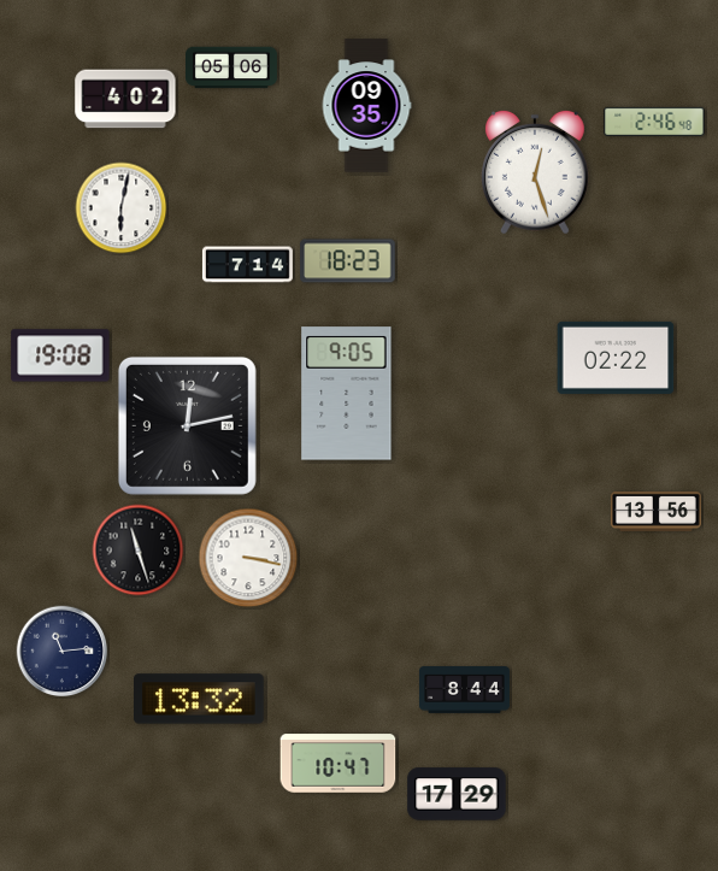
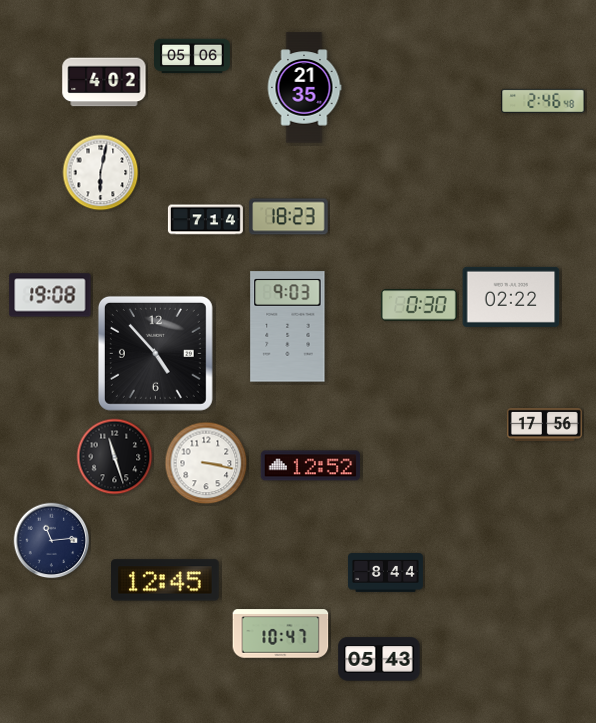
clock at (366, 106): 09:35 -> 21:35
clock at (535, 172): 12:27 -> none
clock at (419, 305): none -> 0:30
clock at (347, 394): 9:05 -> 9:03
clock at (187, 425): 12:13 -> 4:53
clock at (655, 511): 13:56 -> 17:56
clock at (311, 466): none -> 12:52
clock at (200, 699): 13:32 -> 12:45
clock at (457, 794): 17:29 -> 05:43
